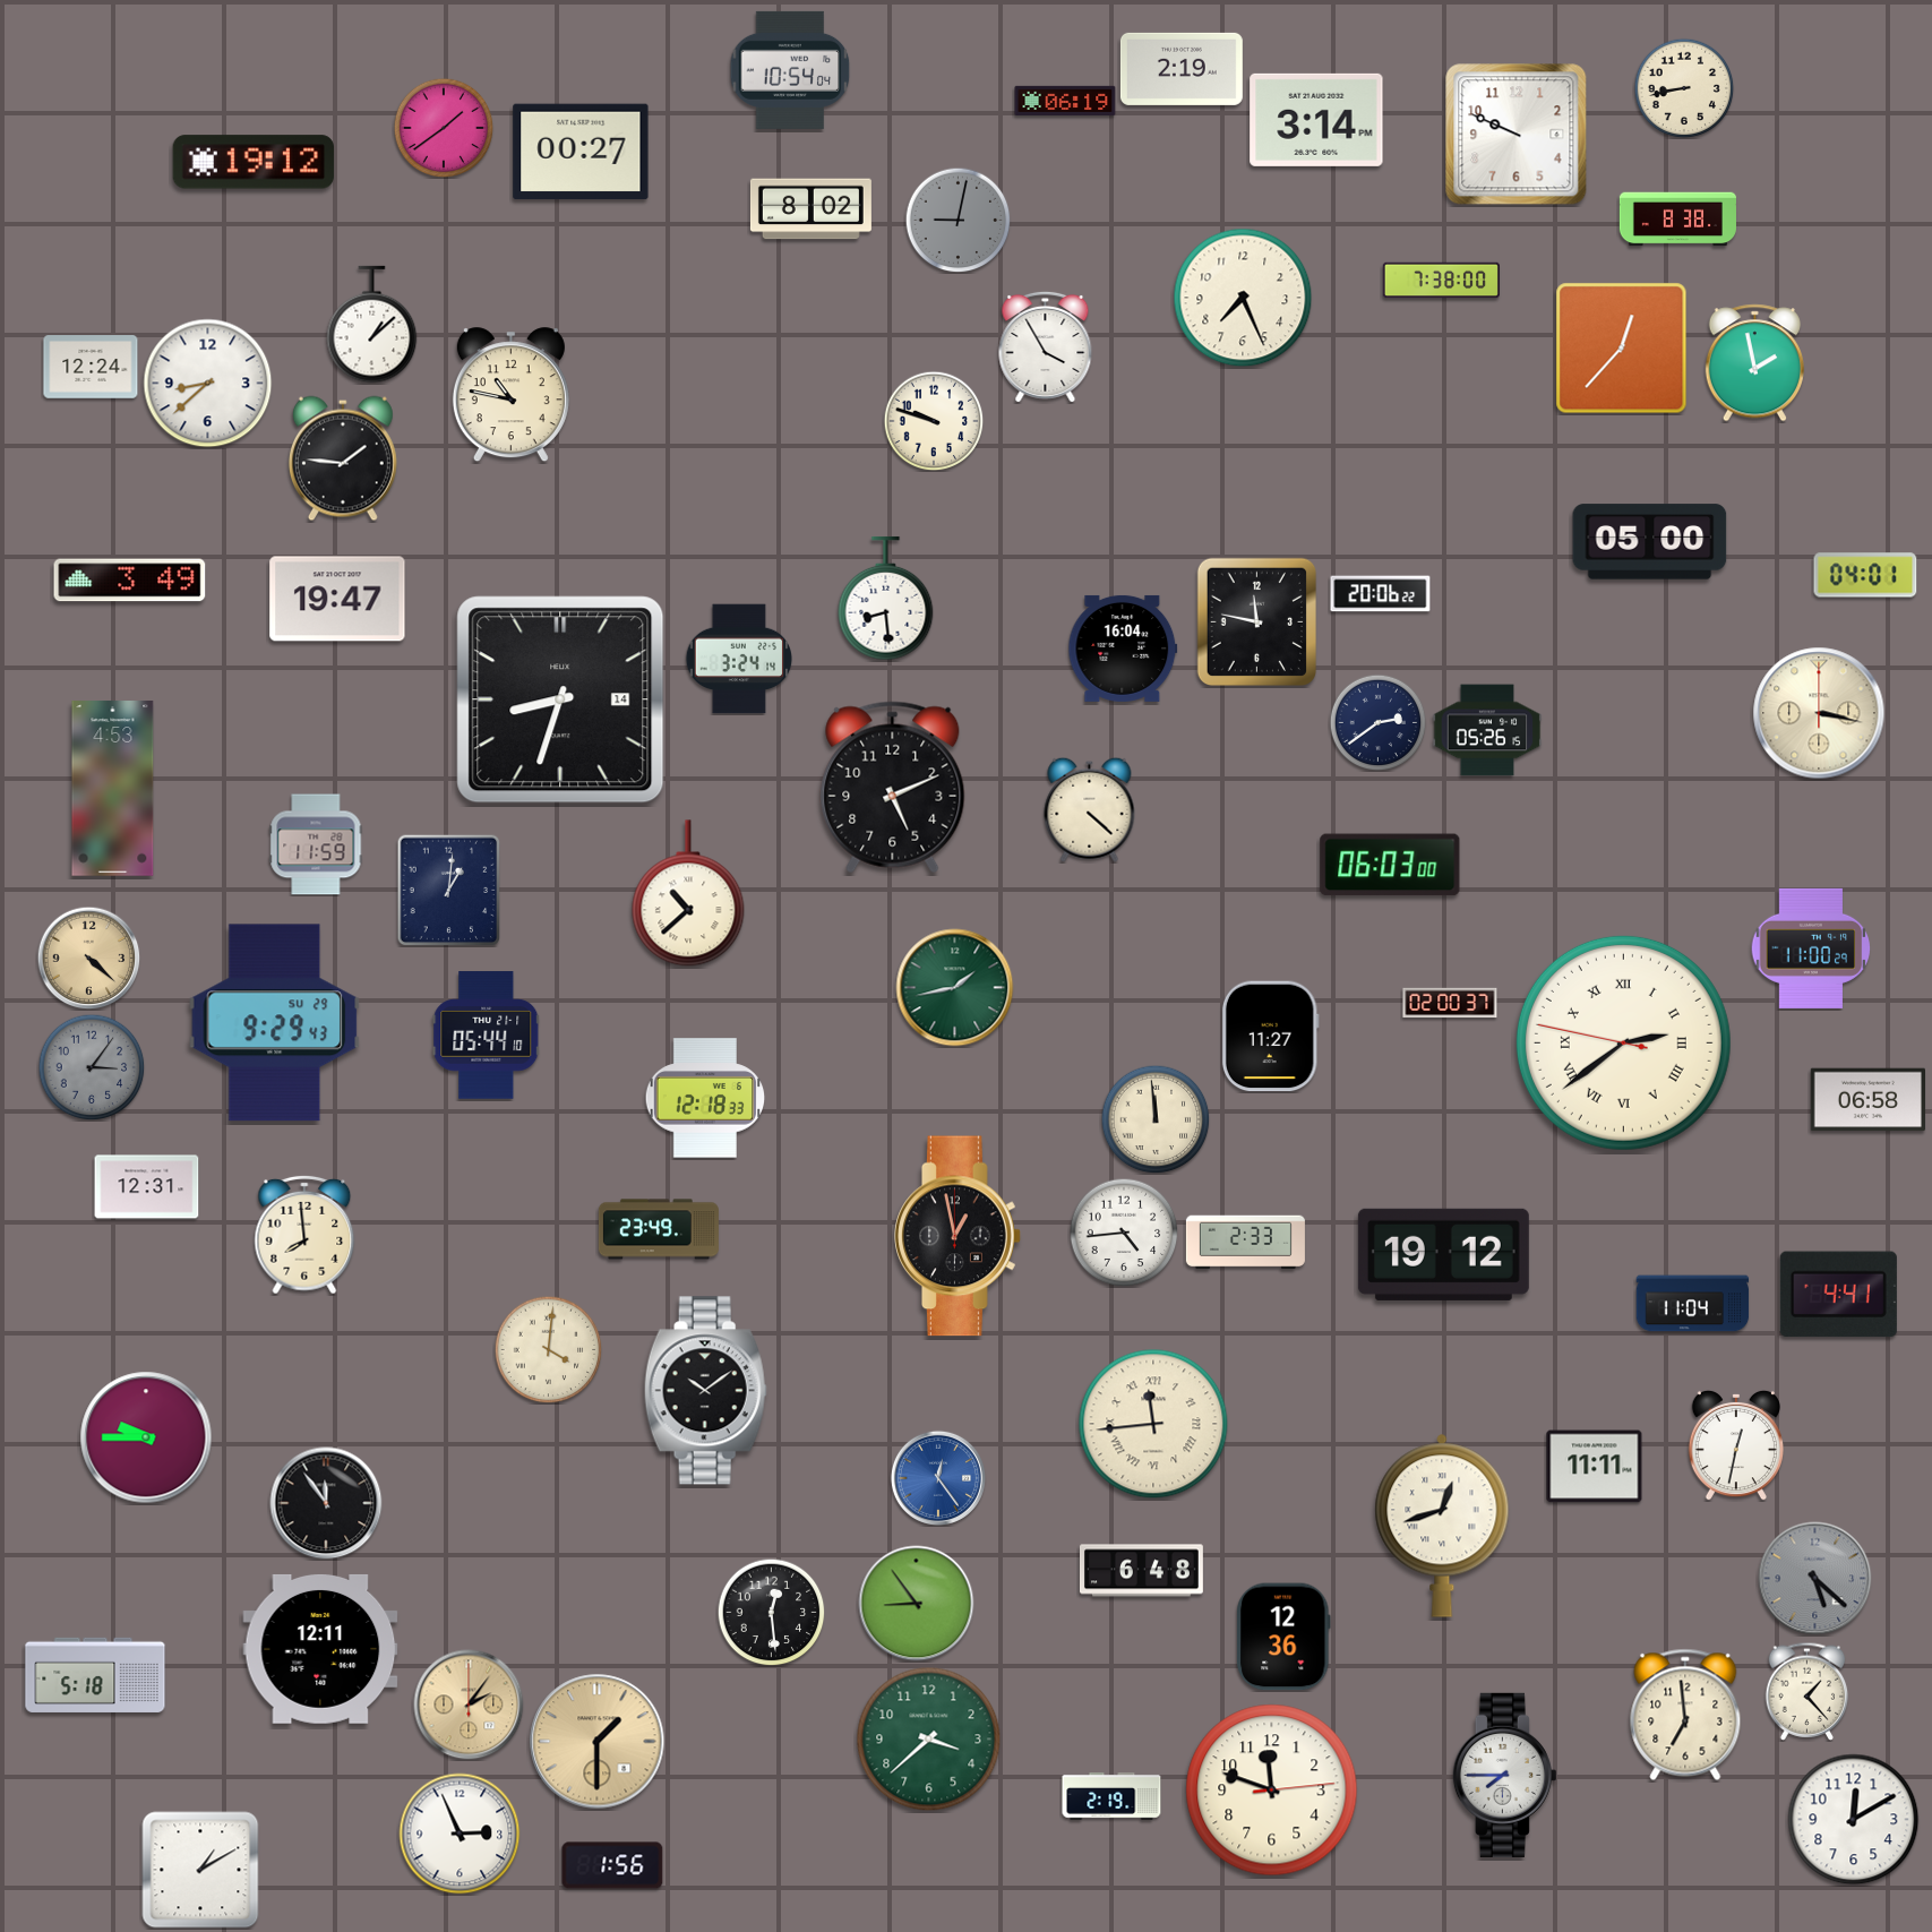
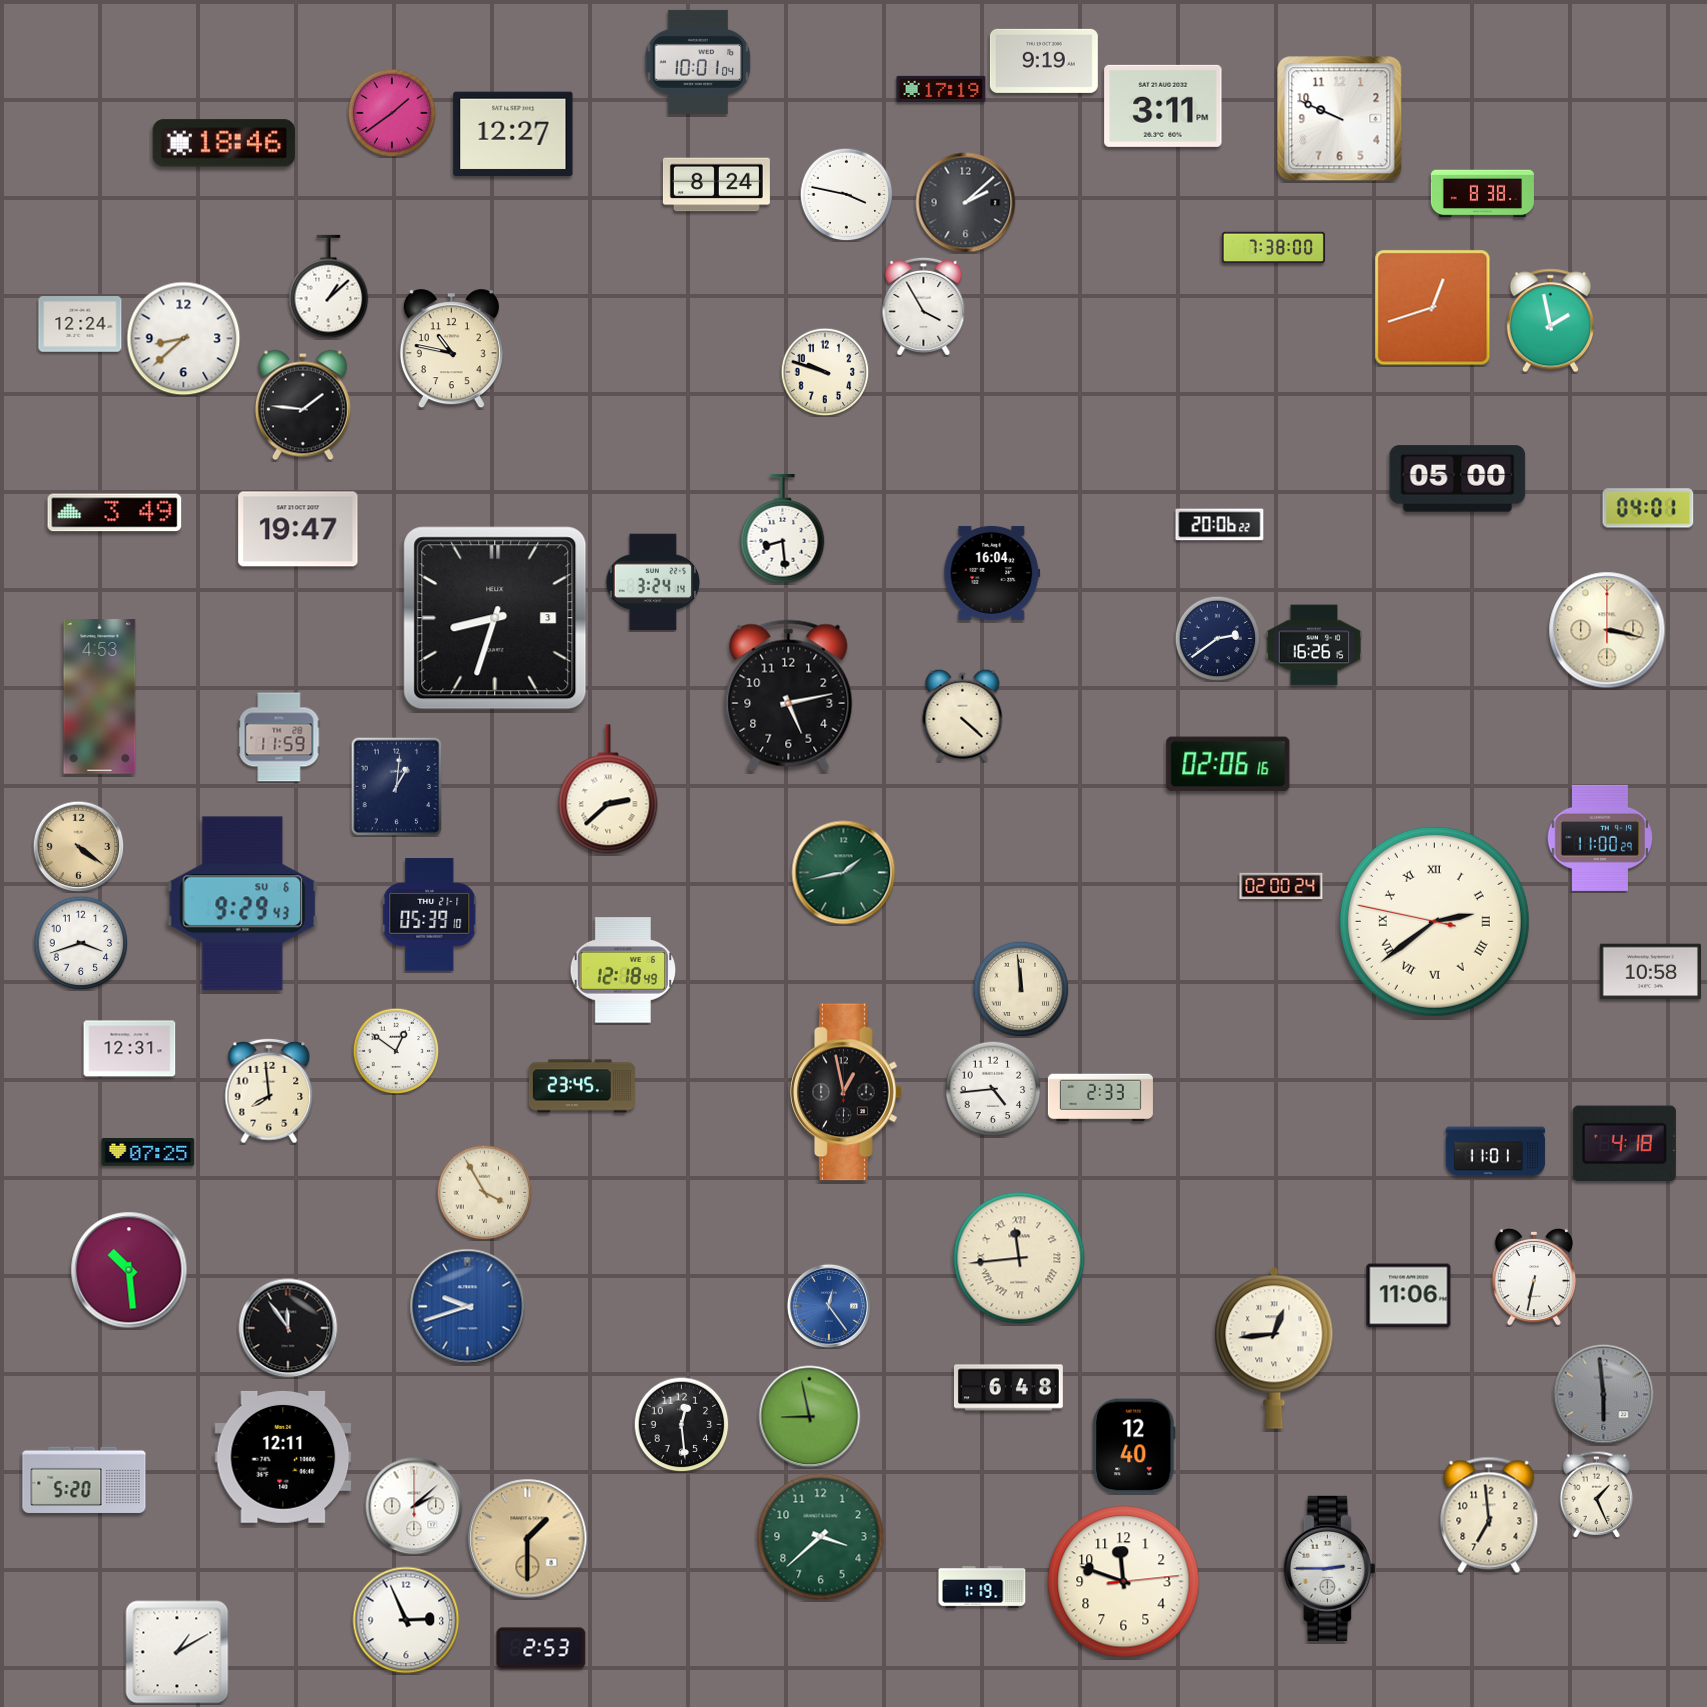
clock at (1182, 69): 2:19 -> 9:19
clock at (790, 70): 10:54 -> 10:01
clock at (1684, 88): 8:43 -> none
clock at (1065, 101): 06:19 -> 17:19
clock at (1316, 120): 3:14 -> 3:11
clock at (581, 152): 00:27 -> 12:27
clock at (254, 162): 19:12 -> 18:46
clock at (810, 209): 8:02 -> 8:24
clock at (958, 220): 9:02 -> 3:47
clock at (958, 220) dial: grey -> white
clock at (966, 203): none -> 2:08
clock at (1243, 298): 7:26 -> none
clock at (1622, 349): 12:37 -> 12:42
clock at (1256, 621): 11:47 -> none
clock at (560, 699) date: 14 -> 3
clock at (1487, 730): 05:26 -> 16:26
clock at (893, 788): 5:11 -> 5:13
clock at (316, 844) position: (316, 844) -> (279, 737)
clock at (1390, 865): 06:03 -> 02:06
clock at (688, 893): 10:38 -> 2:38
clock at (88, 958): 4:22 -> 4:21
clock at (1450, 1003): 02:00:37 -> 02:00:24
clock at (275, 1023) date: SU 29 -> SU 6
clock at (487, 1036): 05:44 -> 05:39
clock at (1270, 1037): 11:27 -> none
clock at (92, 1067): 3:06 -> 3:42
clock at (92, 1067) dial: grey -> white
clock at (705, 1098): 12:18:33 -> 12:18:49
clock at (1867, 1100): 06:58 -> 10:58
clock at (396, 1051): none -> 12:51
clock at (659, 1229): 23:49 -> 23:45
clock at (1443, 1254): 19:12 -> none
clock at (1838, 1295): 4:41 -> 4:18
clock at (148, 1152): none -> 07:25
clock at (1693, 1304): 11:04 -> 11:01
clock at (548, 1349): 4:01 -> 3:55
clock at (705, 1391): 10:09 -> none
clock at (146, 1437): 9:45 -> 10:29
clock at (1736, 1445): 12:32 -> 6:32
clock at (1595, 1467): 11:11 -> 11:06
clock at (468, 1307): none -> 9:42
clock at (1442, 1526): 12:42 -> 12:44
clock at (1815, 1579): 5:22 -> 5:59
clock at (917, 1604): 8:54 -> 8:58
clock at (1283, 1637): 12:36 -> 12:40
clock at (95, 1675): 5:18 -> 5:20
clock at (1808, 1691): 1:23 -> 1:26
clock at (469, 1705): 2:06 -> 2:08
clock at (469, 1705) dial: champagne -> white
clock at (1504, 1775): 7:45 -> 2:45
clock at (1111, 1796): 2:19 -> 1:19
clock at (1854, 1820): 12:10 -> none
clock at (612, 1865): 1:56 -> 2:53
